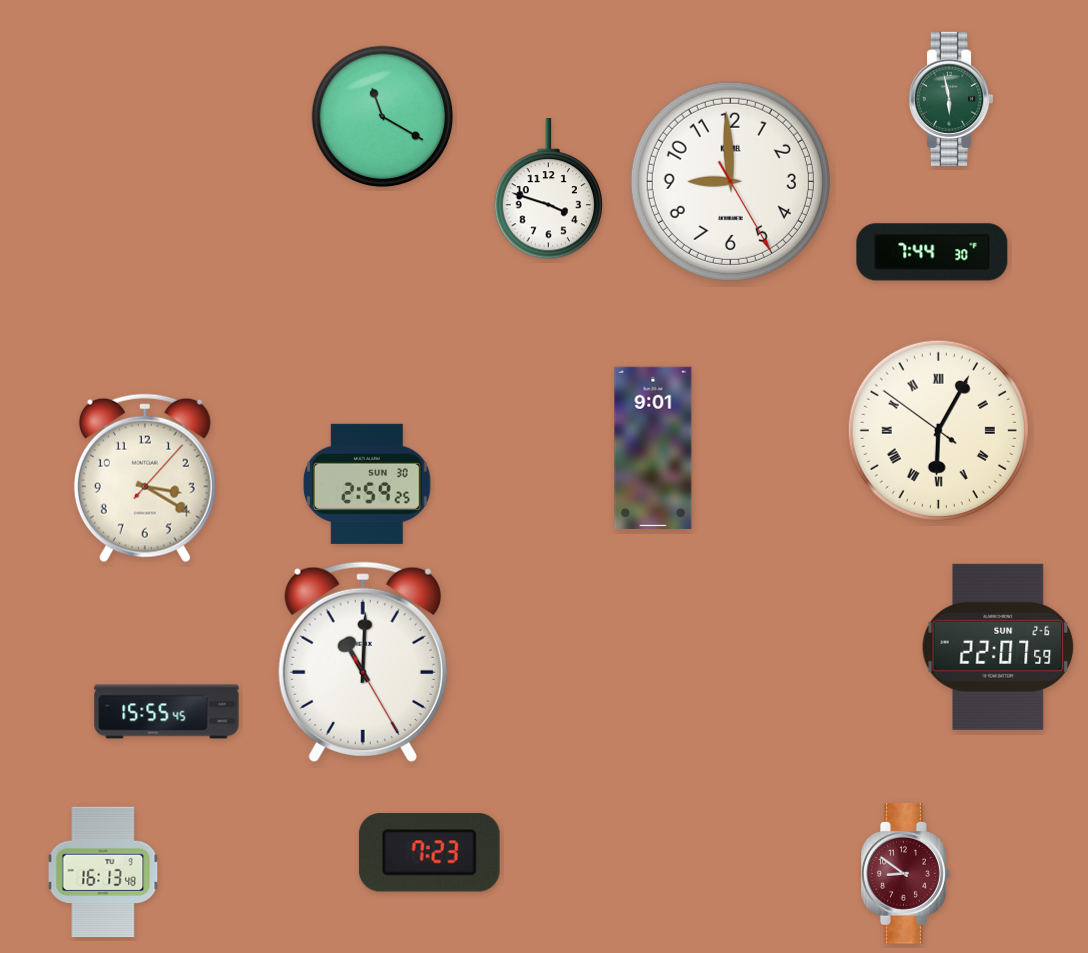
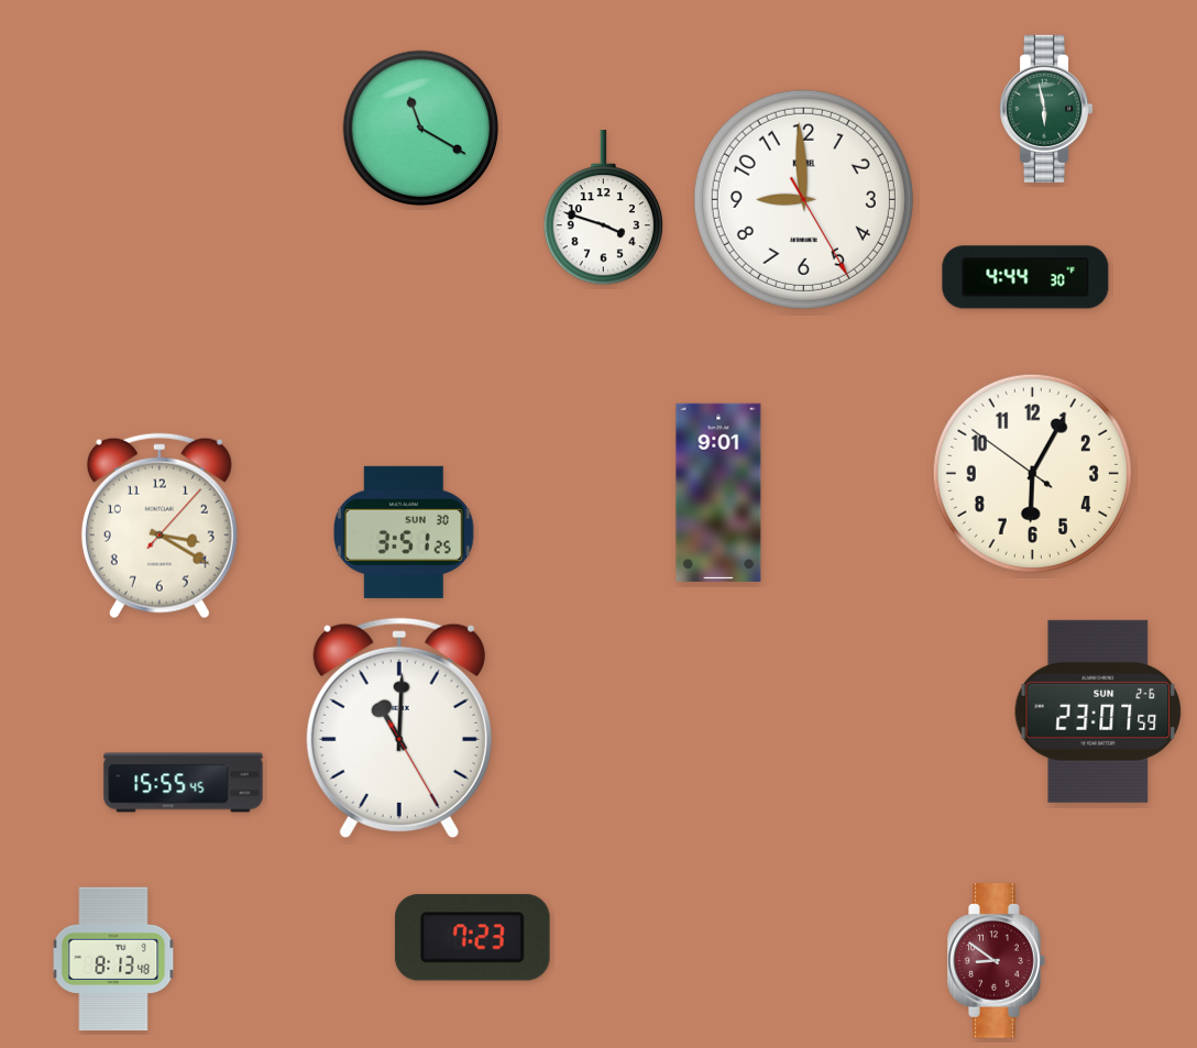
clock at (932, 252): 7:44 -> 4:44
clock at (938, 430) numerals: Roman -> Arabic
clock at (368, 484): 2:59 -> 3:51
clock at (998, 647): 22:07 -> 23:07
clock at (103, 872): 16:13 -> 8:13
